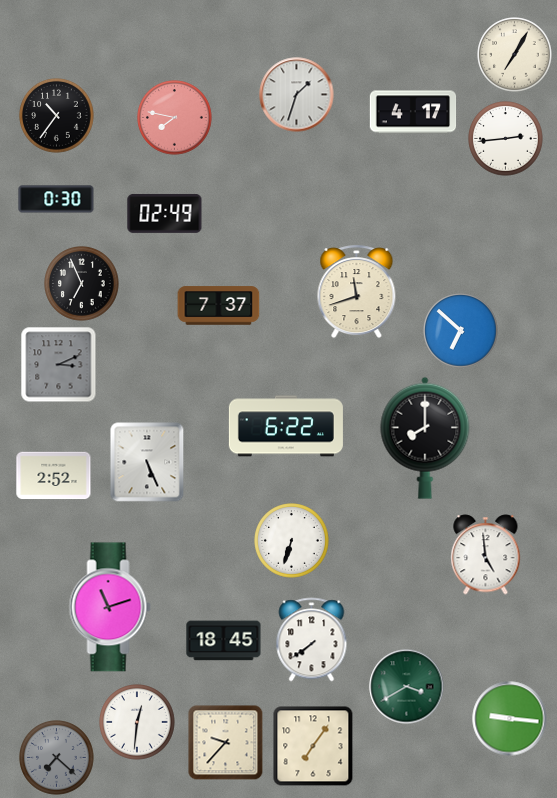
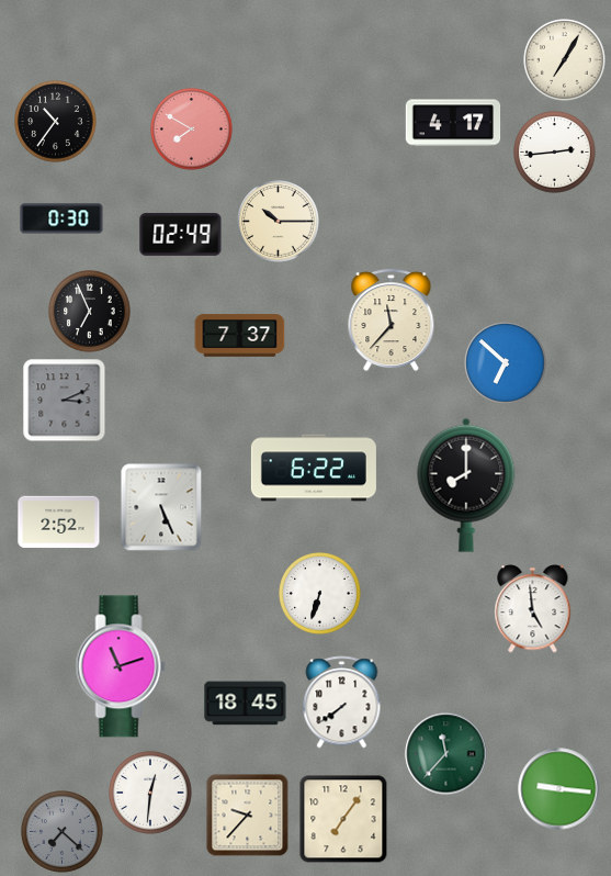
clock at (297, 95): 1:33 -> none
clock at (57, 116) position: (57, 116) -> (56, 122)
clock at (175, 118): 7:47 -> 7:50
clock at (279, 222): none -> 10:15
clock at (357, 292): 11:42 -> 11:37
clock at (425, 438) position: (425, 438) -> (466, 485)
clock at (407, 687): 3:40 -> 11:37
